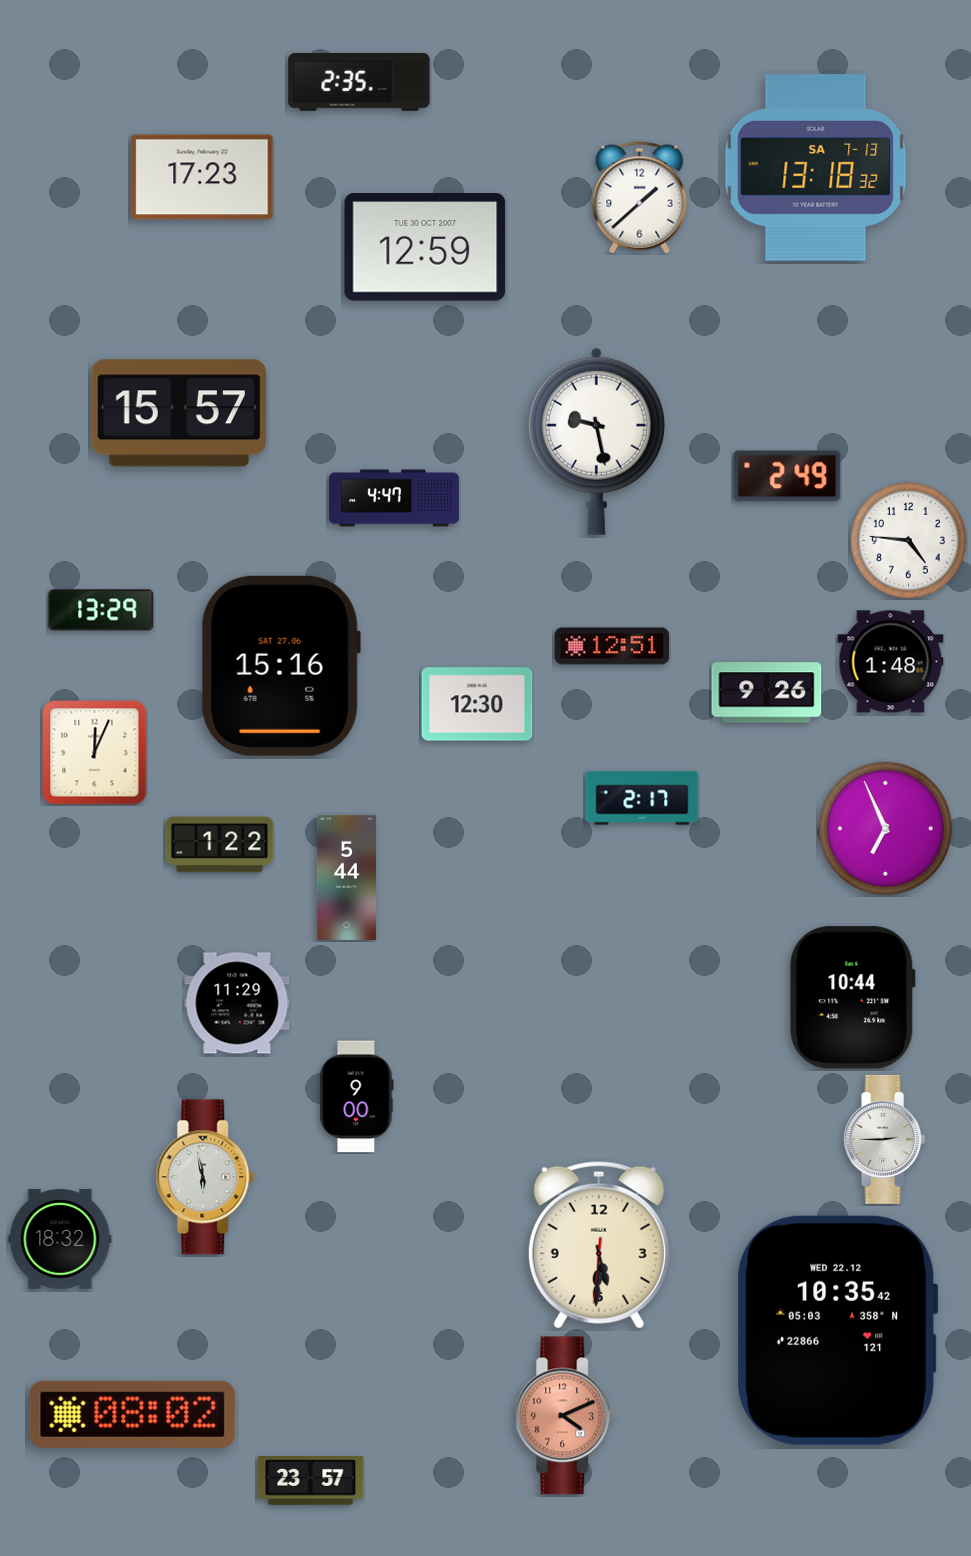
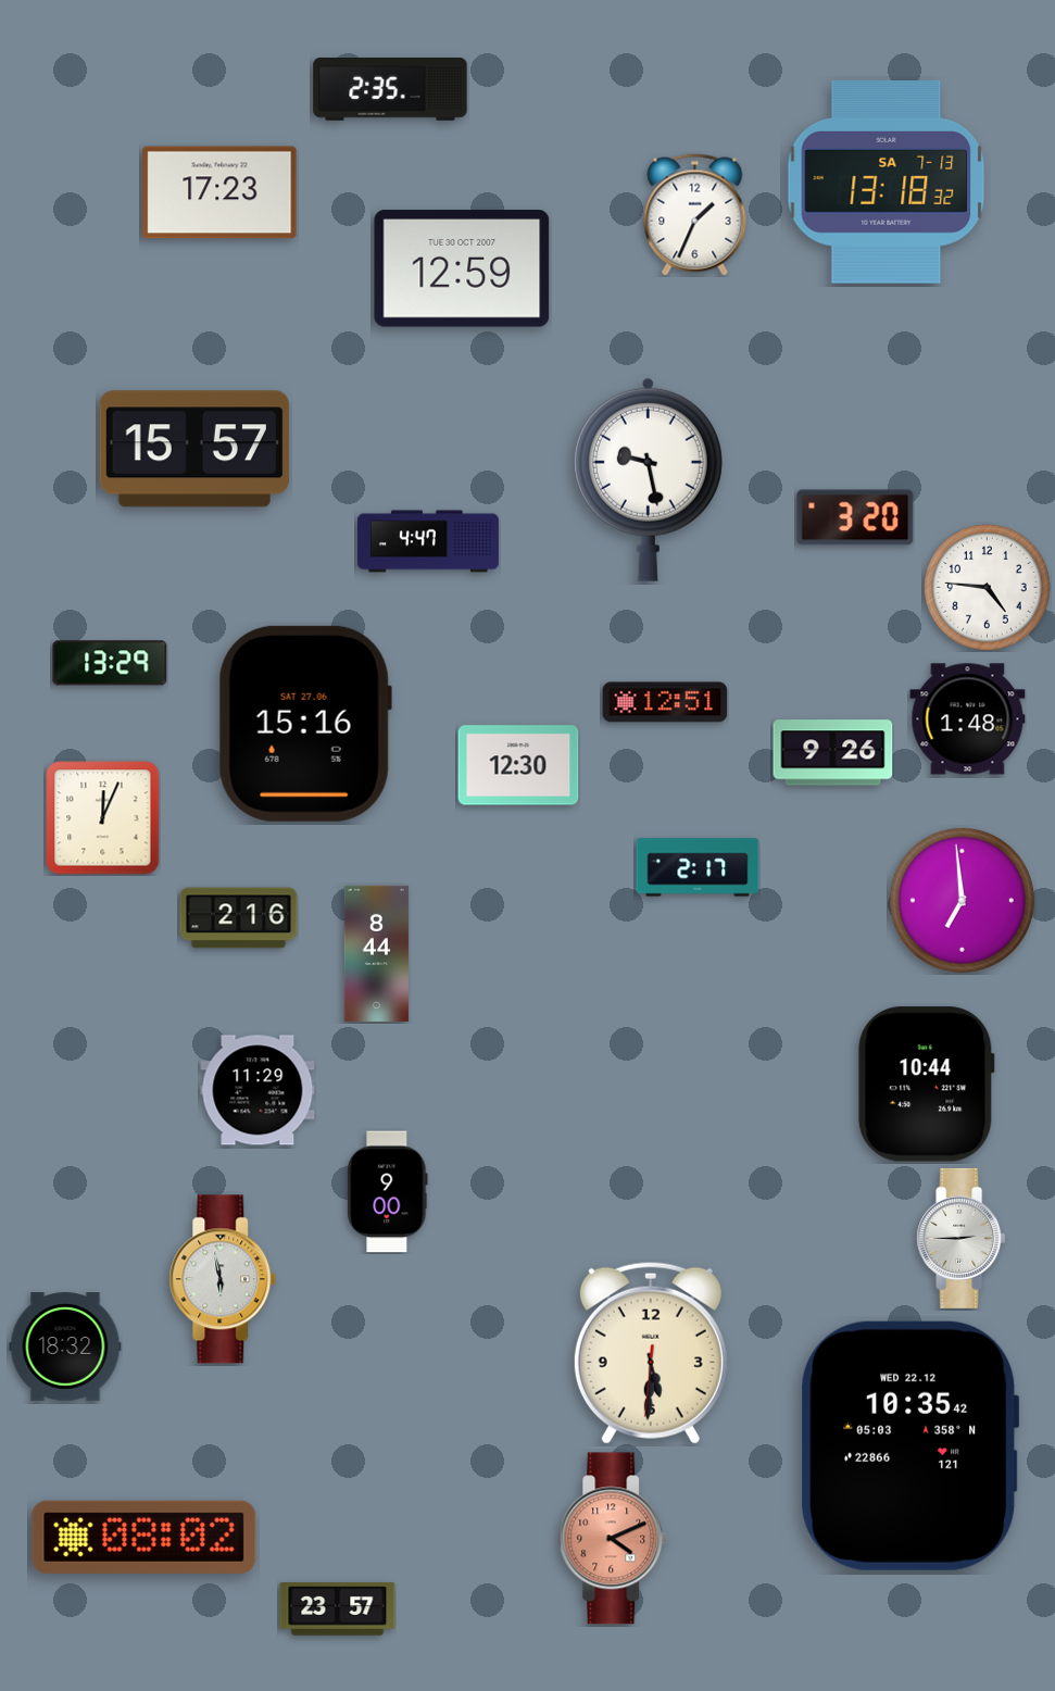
clock at (640, 198): 1:38 -> 1:34
clock at (787, 476): 2:49 -> 3:20
clock at (885, 828): 6:56 -> 6:59
clock at (220, 845): 1:22 -> 2:16
clock at (346, 877): 5:44 -> 8:44
